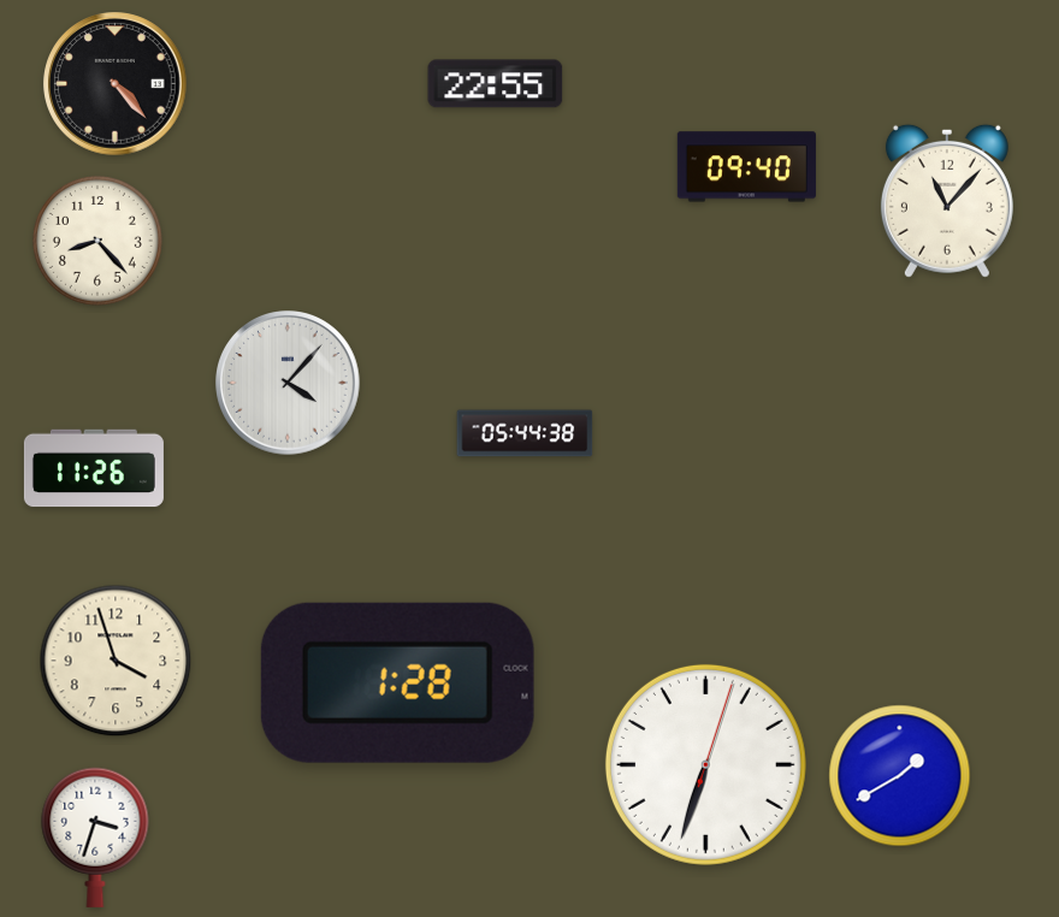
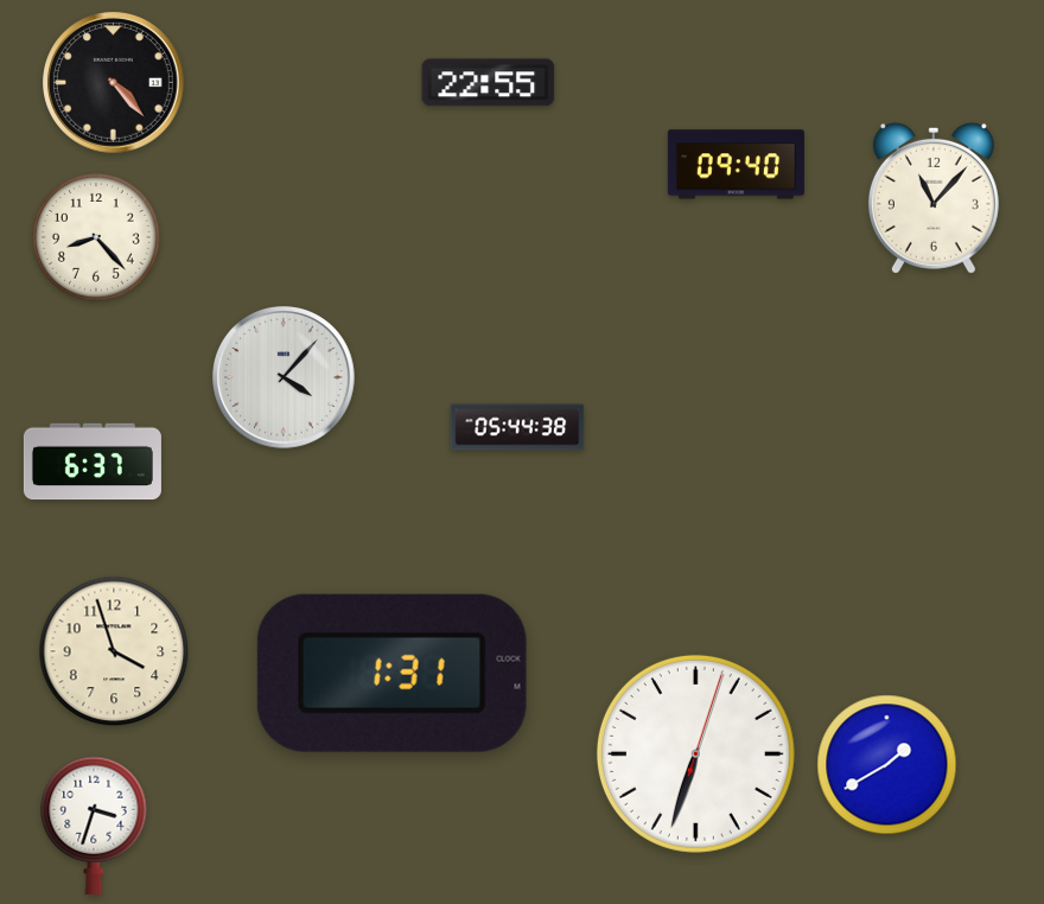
clock at (94, 468): 11:26 -> 6:37
clock at (397, 682): 1:28 -> 1:31
